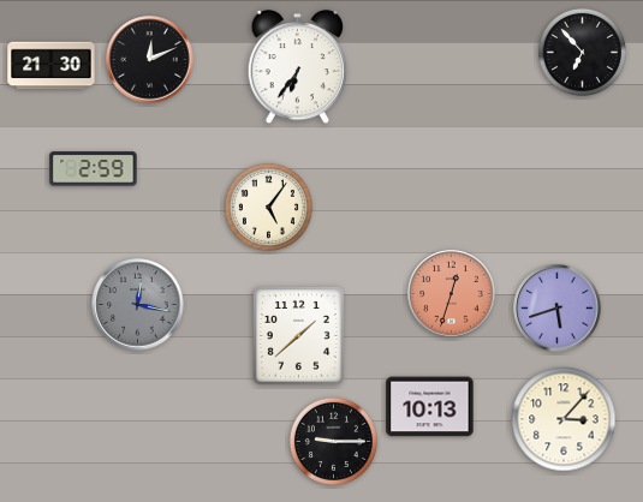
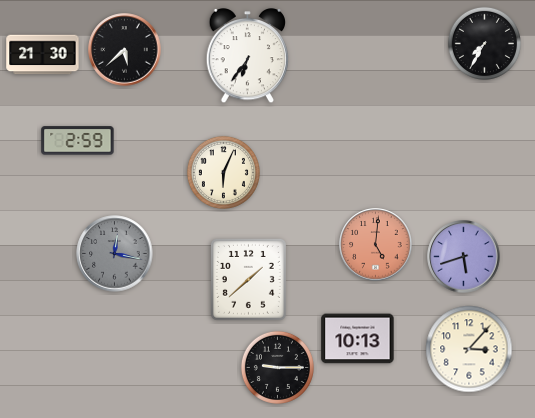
clock at (582, 52): 6:53 -> 7:35
clock at (150, 60): 12:11 -> 5:38
clock at (268, 207): 5:06 -> 6:04
clock at (452, 294): 12:33 -> 5:01
